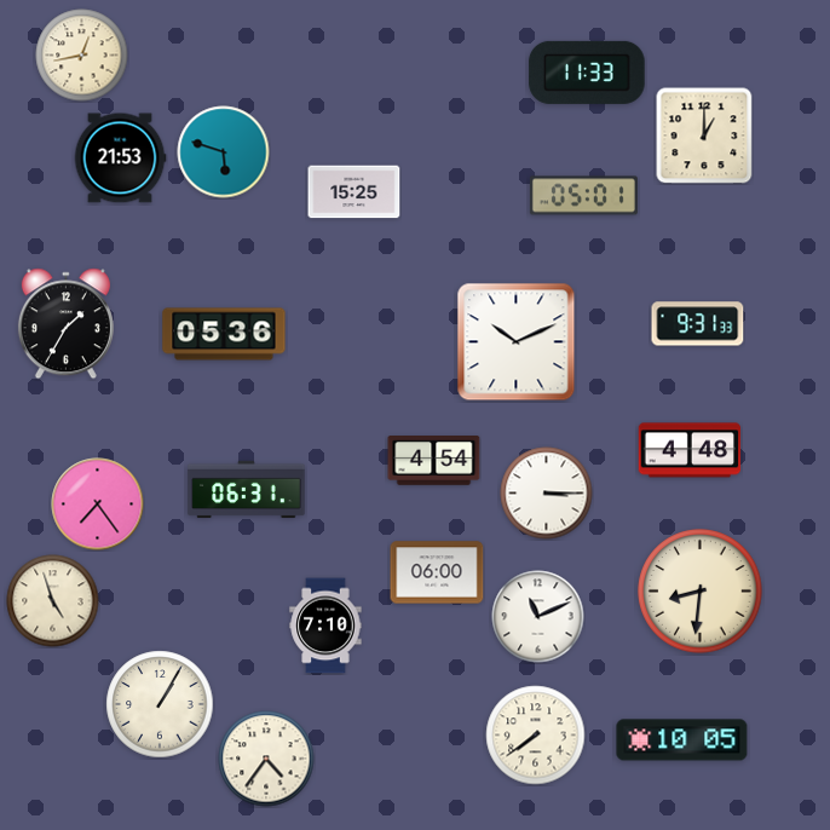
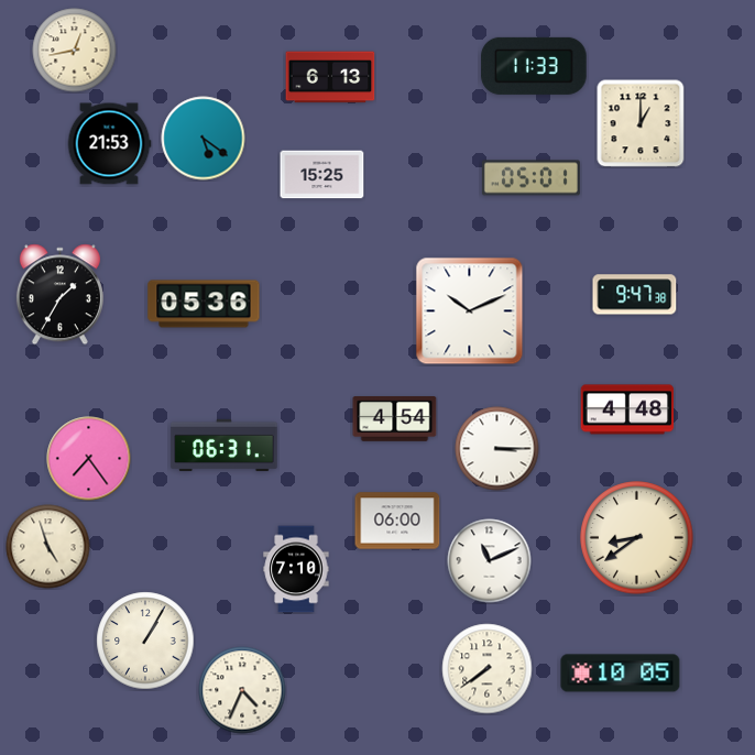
clock at (330, 77): none -> 6:13
clock at (224, 152): 5:48 -> 5:21
clock at (698, 324): 9:31 -> 9:47
clock at (701, 592): 8:31 -> 8:39
clock at (266, 759): 4:36 -> 4:34
